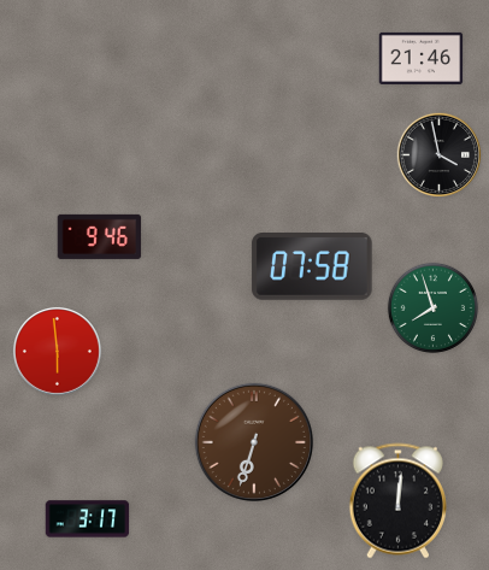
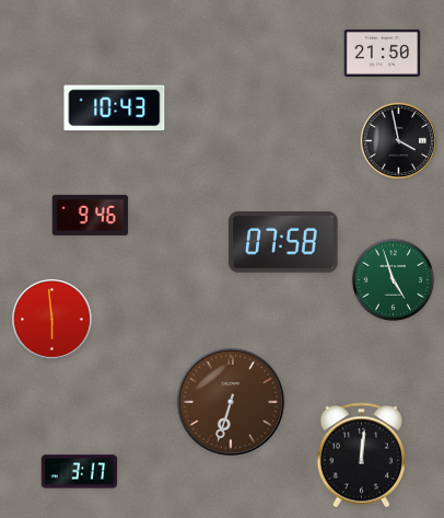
clock at (422, 58): 21:46 -> 21:50
clock at (115, 108): none -> 10:43
clock at (432, 307): 7:57 -> 4:57
